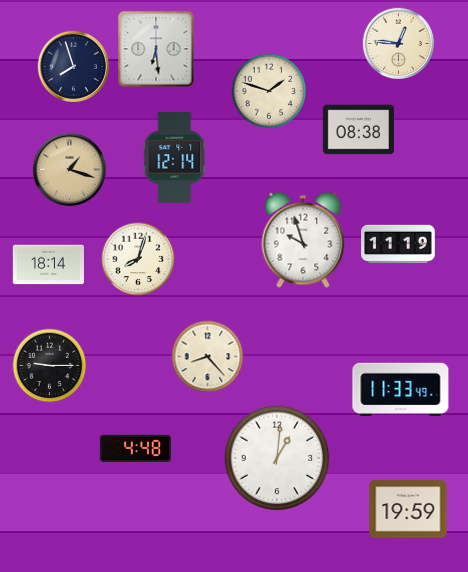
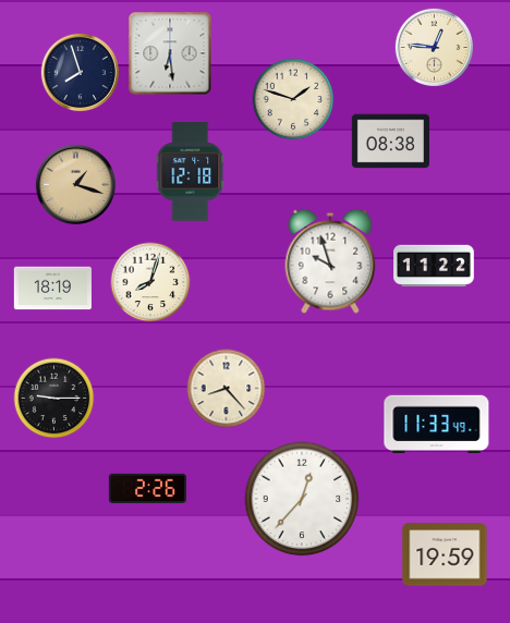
clock at (175, 158): 12:14 -> 12:18
clock at (398, 244): 11:19 -> 11:22
clock at (48, 265): 18:14 -> 18:19
clock at (135, 448): 4:48 -> 2:26
clock at (277, 458): 1:01 -> 12:37
